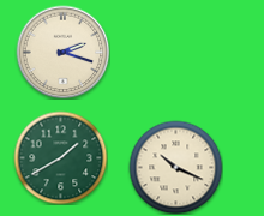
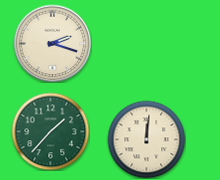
clock at (60, 157): 1:40 -> 1:37
clock at (175, 167): 10:19 -> 12:01
